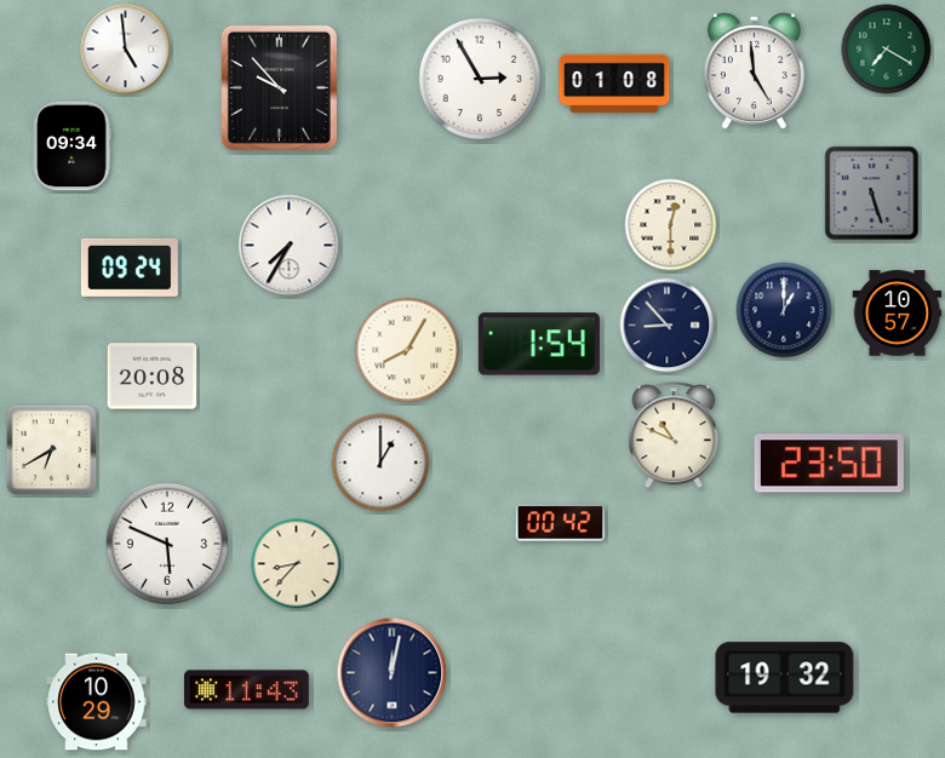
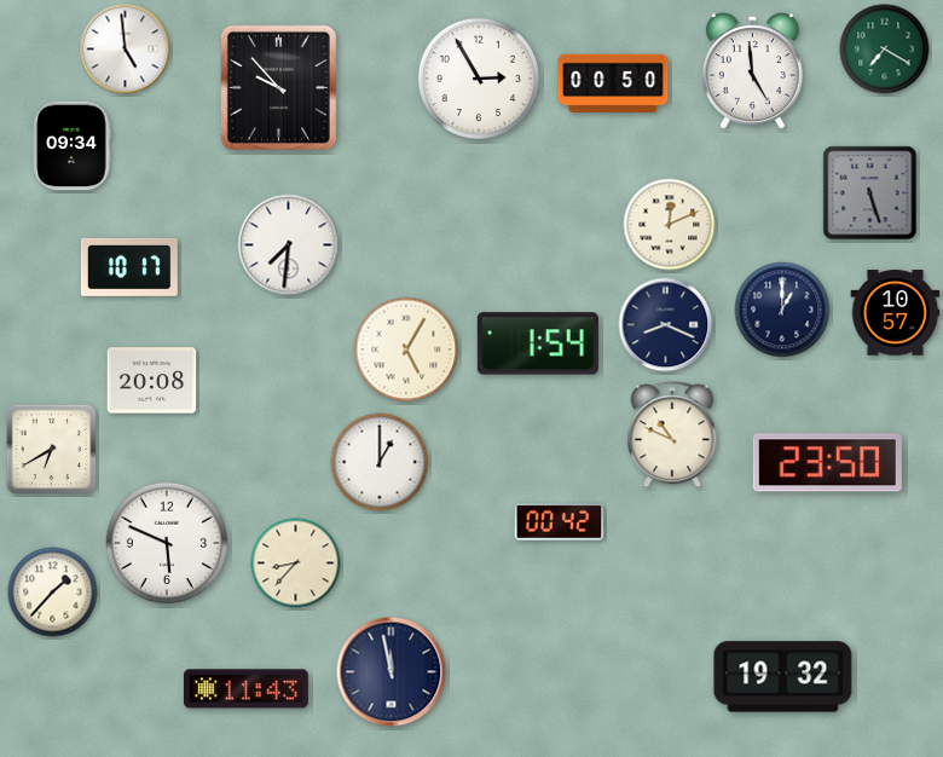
clock at (614, 82): 01:08 -> 00:50
clock at (671, 225): 12:30 -> 12:11
clock at (290, 246): 7:35 -> 7:31
clock at (130, 268): 09:24 -> 10:17
clock at (668, 326): 8:53 -> 8:19
clock at (407, 350): 8:05 -> 5:05
clock at (153, 377) position: (153, 377) -> (152, 381)
clock at (53, 593): none -> 1:37
clock at (393, 673): 12:02 -> 11:58
clock at (97, 702): 10:29 -> none
